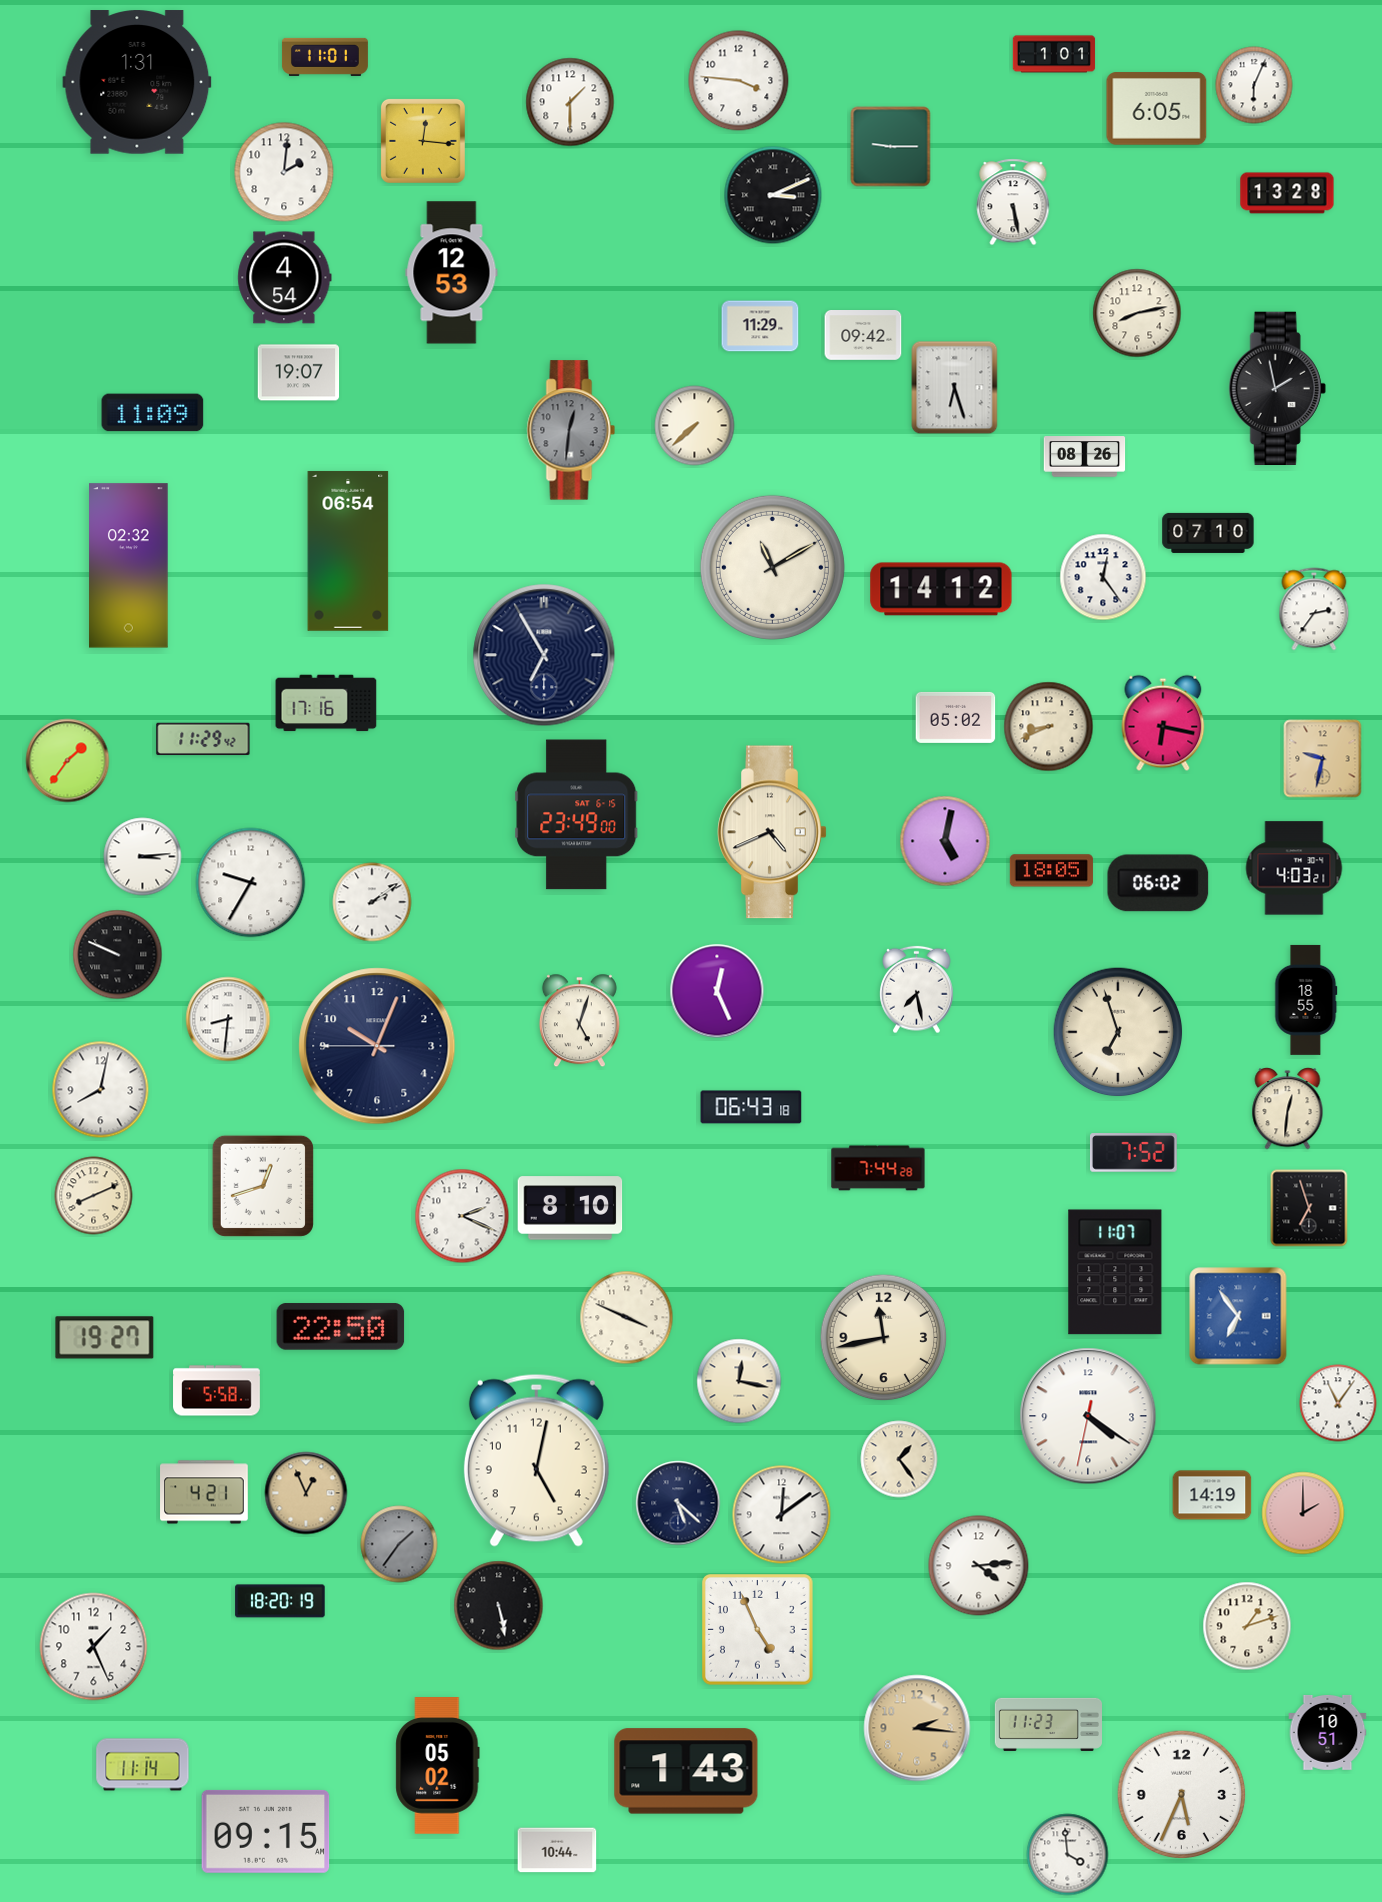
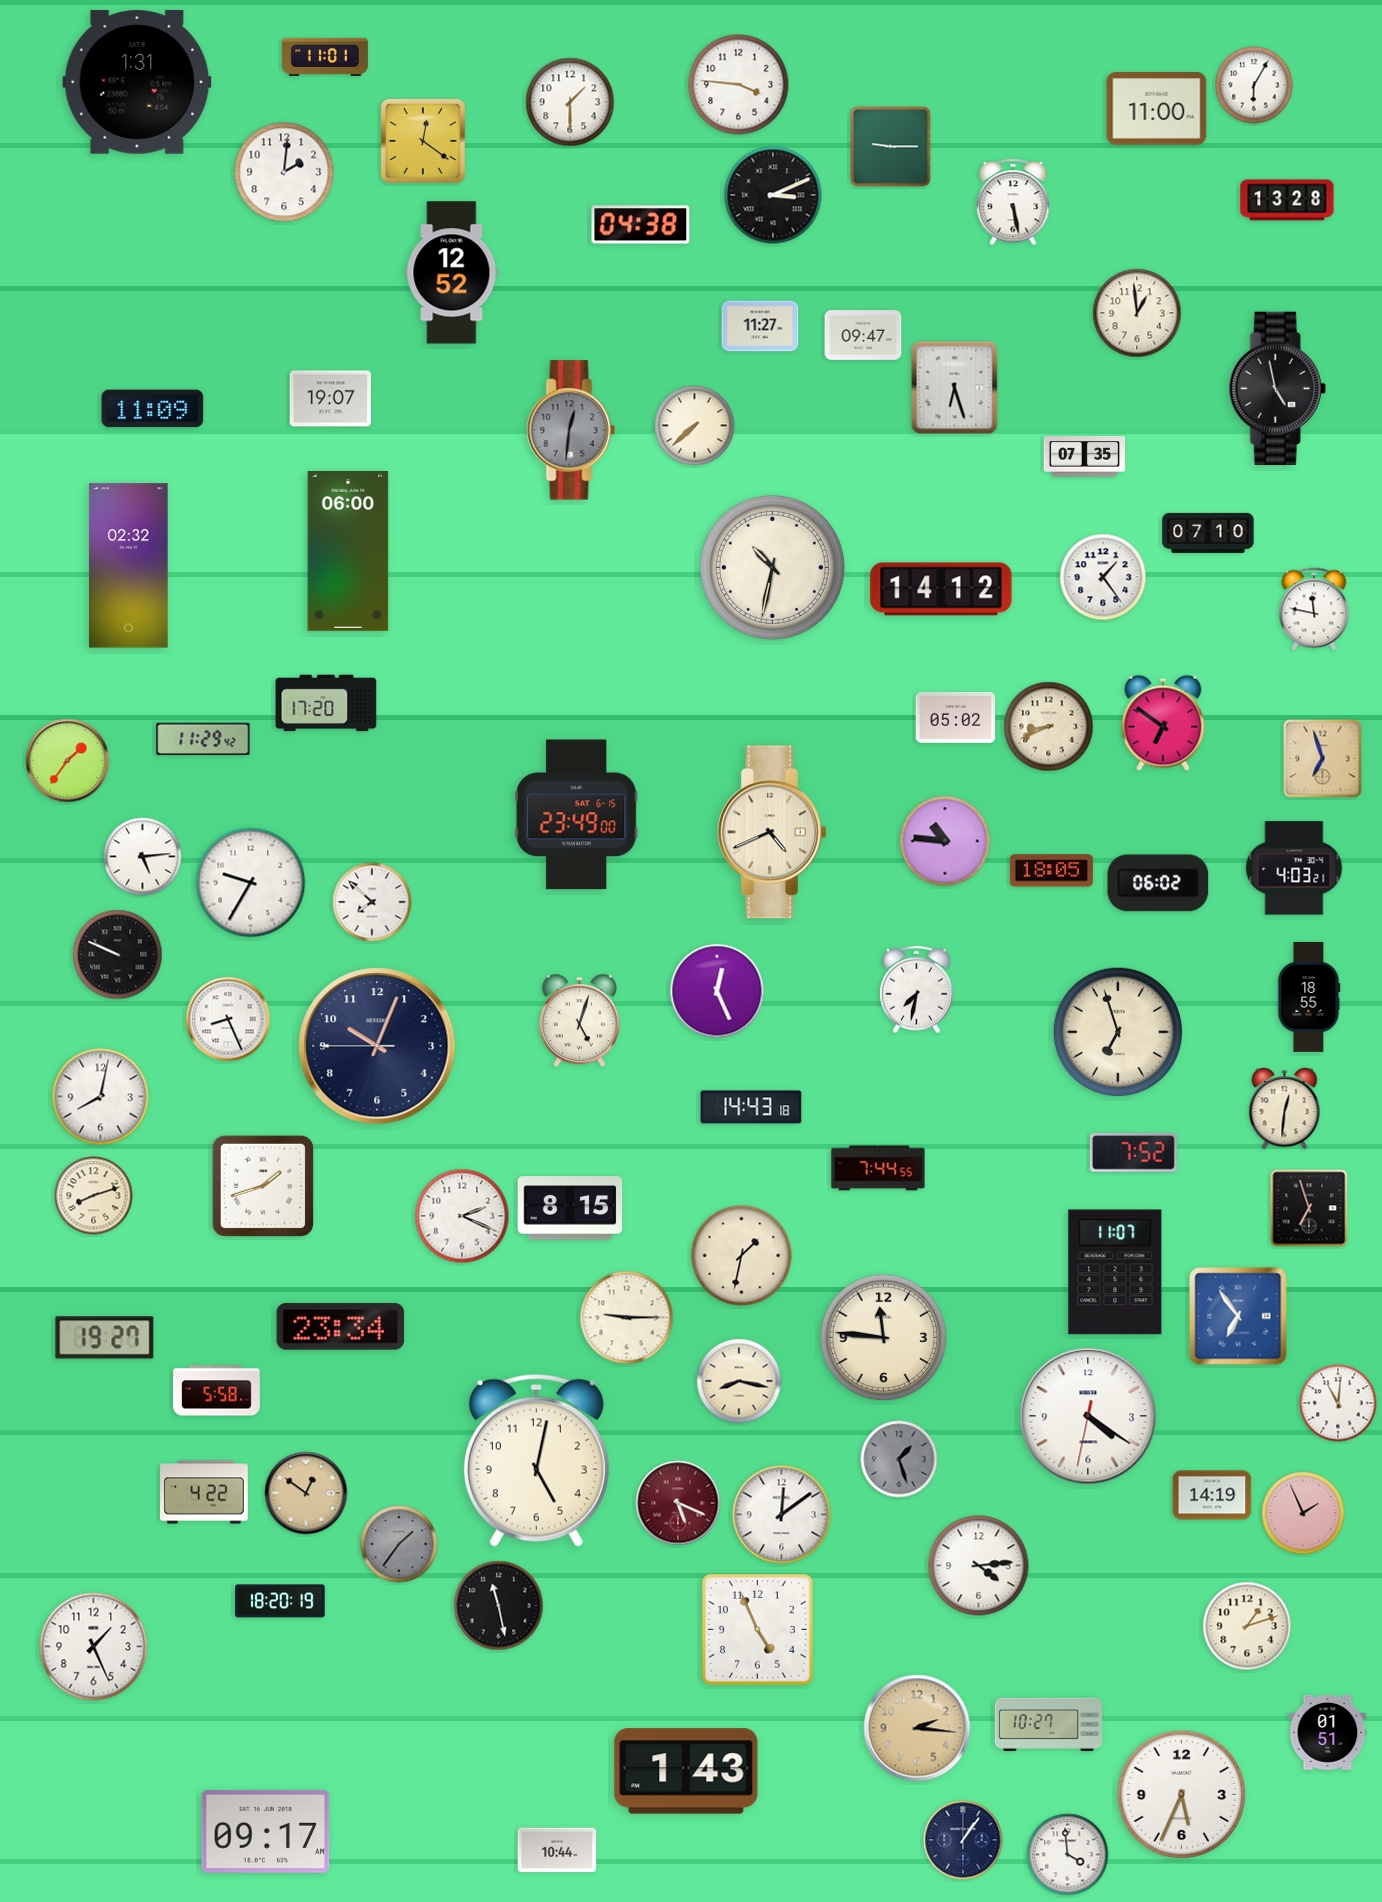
clock at (1054, 54): 1:01 -> none
clock at (739, 81) position: (739, 81) -> (739, 85)
clock at (1254, 85): 6:04 -> 6:05
clock at (1157, 109): 6:05 -> 11:00
clock at (423, 141): 12:16 -> 12:21
clock at (1287, 193) position: (1287, 193) -> (1287, 200)
clock at (641, 225): none -> 04:38
clock at (452, 273): 12:53 -> 12:52
clock at (285, 278): 4:54 -> none
clock at (1137, 313): 8:13 -> 12:59
clock at (760, 326): 11:29 -> 11:27
clock at (863, 336): 09:42 -> 09:47
clock at (299, 373) position: (299, 373) -> (331, 399)
clock at (1277, 388): 1:58 -> 4:58
clock at (153, 413) position: (153, 413) -> (153, 409)
clock at (1085, 457): 08:26 -> 07:35
clock at (348, 551): 06:54 -> 06:00
clock at (772, 567): 11:10 -> 10:32
clock at (1103, 577): 12:24 -> 1:24
clock at (1314, 609): 2:36 -> 11:47
clock at (544, 655): 6:55 -> none
clock at (326, 703): 17:16 -> 17:20
clock at (1163, 723): 6:17 -> 6:51
clock at (1323, 759): 9:32 -> 6:57
clock at (945, 841): 5:02 -> 10:46
clock at (143, 857): 3:14 -> 5:14
clock at (372, 902): 2:09 -> 7:52
clock at (917, 990): 7:28 -> 7:32
clock at (1306, 1000) position: (1306, 1000) -> (1309, 997)
clock at (228, 1019): 8:31 -> 8:26
clock at (101, 1090) position: (101, 1090) -> (101, 1097)
clock at (751, 1107): 06:43 -> 14:43
clock at (1288, 1109) position: (1288, 1109) -> (1285, 1109)
clock at (878, 1168): 7:44:28 -> 7:44:55
clock at (263, 1186): 12:42 -> 1:42
clock at (94, 1196): 8:11 -> 8:12
clock at (570, 1208): 8:10 -> 8:15
clock at (742, 1256): none -> 1:32
clock at (627, 1318): 3:49 -> 9:15
clock at (341, 1327): 22:50 -> 23:34
clock at (884, 1338): 11:43 -> 11:46
clock at (739, 1381): 12:17 -> 8:17
clock at (1338, 1403): 11:06 -> 11:01
clock at (899, 1459): 1:24 -> 1:27
clock at (899, 1459) dial: cream -> grey
clock at (204, 1492): 4:21 -> 4:22
clock at (306, 1493): 12:56 -> 12:51
clock at (678, 1503): 5:22 -> 5:19
clock at (678, 1503) dial: navy -> burgundy
clock at (1303, 1513): 2:00 -> 1:56
clock at (499, 1606): 5:28 -> 11:28
clock at (1048, 1724): 11:23 -> 10:27
clock at (1328, 1733): 10:51 -> 01:51
clock at (143, 1765): 11:14 -> none
clock at (438, 1766): 05:02 -> none
clock at (266, 1831): 09:15 -> 09:17
clock at (963, 1840): none -> 1:06
